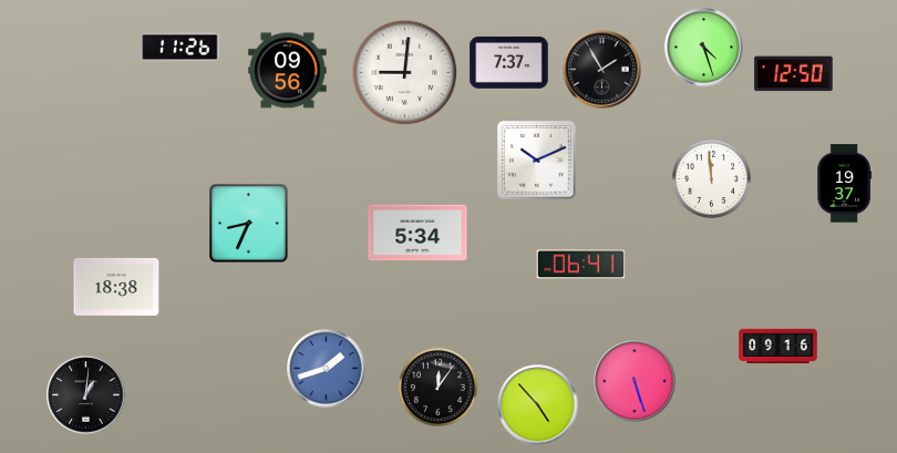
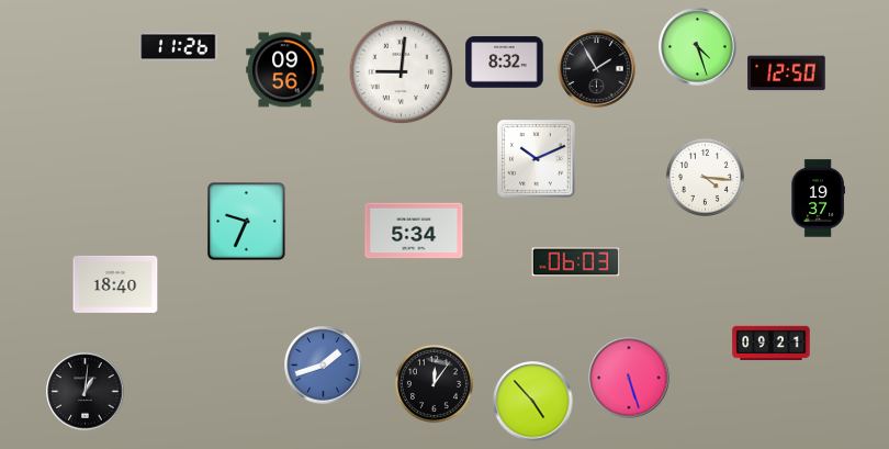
clock at (509, 63): 7:37 -> 8:32
clock at (537, 161) position: (537, 161) -> (537, 159)
clock at (711, 178): 11:59 -> 4:16
clock at (844, 184) position: (844, 184) -> (818, 199)
clock at (249, 224): 8:34 -> 9:34
clock at (581, 265): 06:41 -> 06:03
clock at (116, 287): 18:38 -> 18:40
clock at (779, 347): 09:16 -> 09:21
